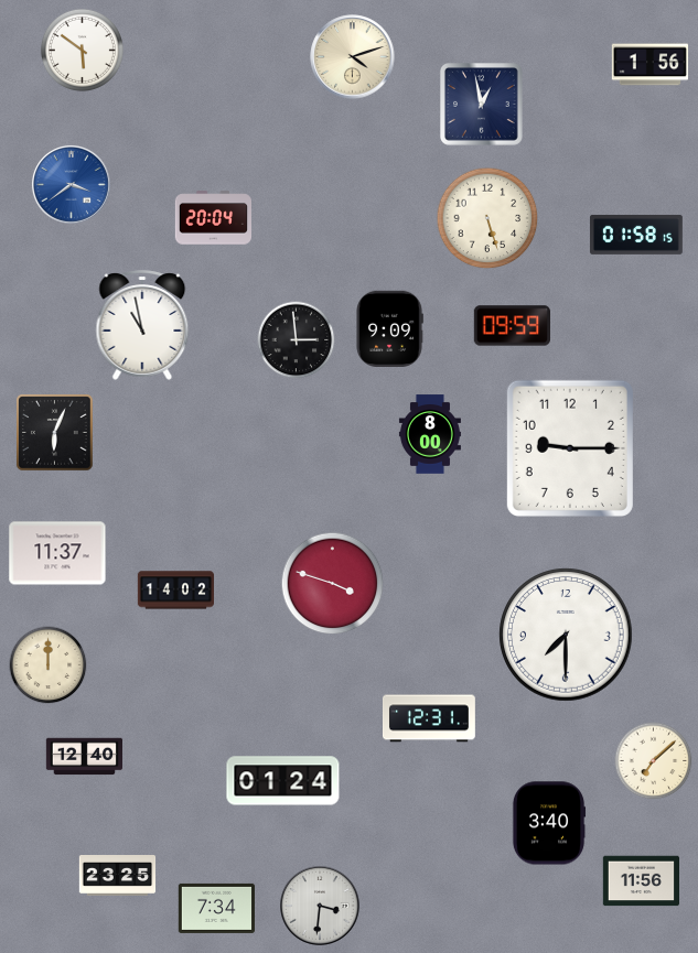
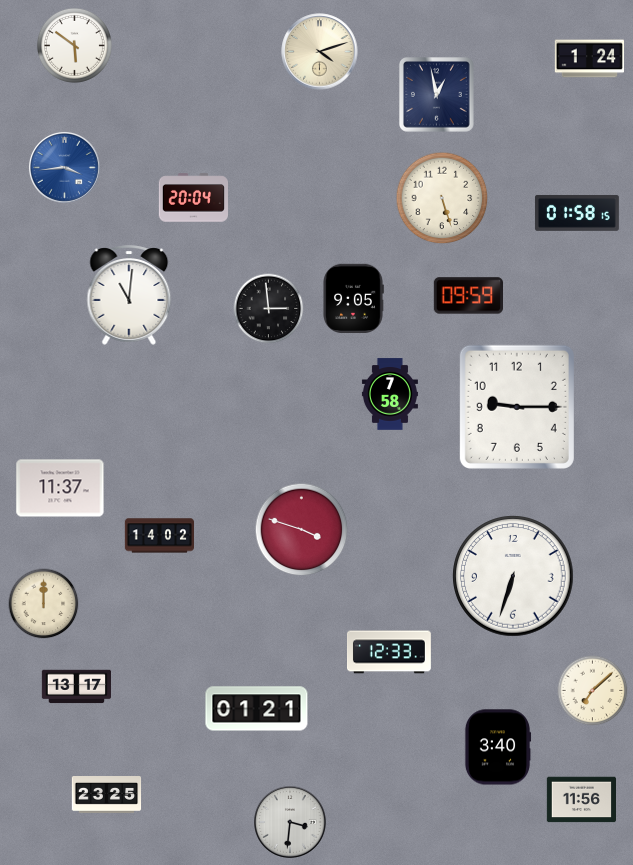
clock at (649, 65): 1:56 -> 1:24
clock at (71, 184): 3:39 -> 3:44
clock at (142, 325): 10:58 -> 11:01
clock at (512, 326) position: (512, 326) -> (468, 296)
clock at (389, 328): 9:09 -> 9:05
clock at (55, 433): 6:04 -> none
clock at (430, 434): 8:00 -> 7:58
clock at (57, 553) position: (57, 553) -> (60, 488)
clock at (566, 635): 7:30 -> 6:33
clock at (430, 718): 12:31 -> 12:33
clock at (84, 757): 12:40 -> 13:17
clock at (283, 781): 01:24 -> 01:21
clock at (216, 908): 7:34 -> none
